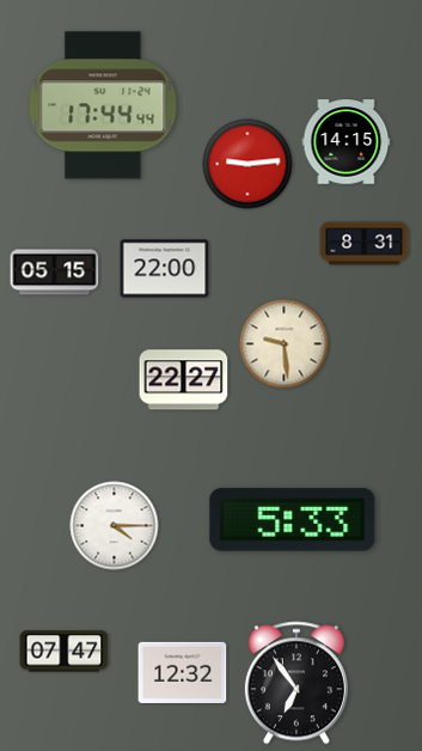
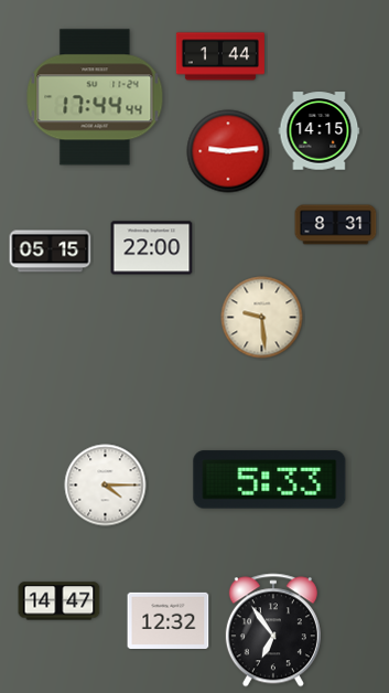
clock at (220, 56): none -> 1:44
clock at (184, 380): 22:27 -> none
clock at (65, 652): 07:47 -> 14:47
